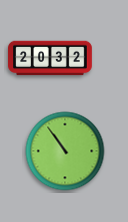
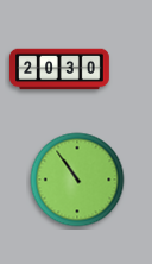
clock at (50, 58): 20:32 -> 20:30
